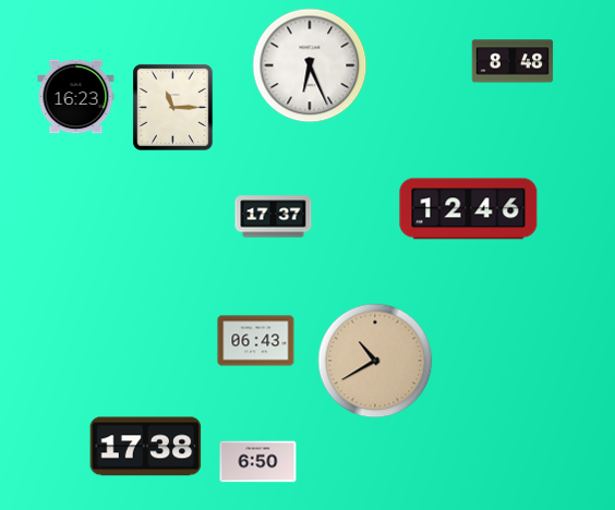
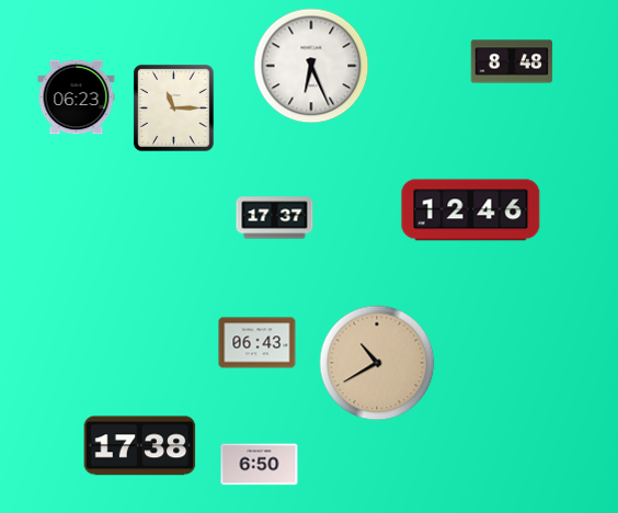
clock at (512, 61) position: (512, 61) -> (512, 61)
clock at (76, 97): 16:23 -> 06:23
clock at (146, 447) position: (146, 447) -> (140, 446)
